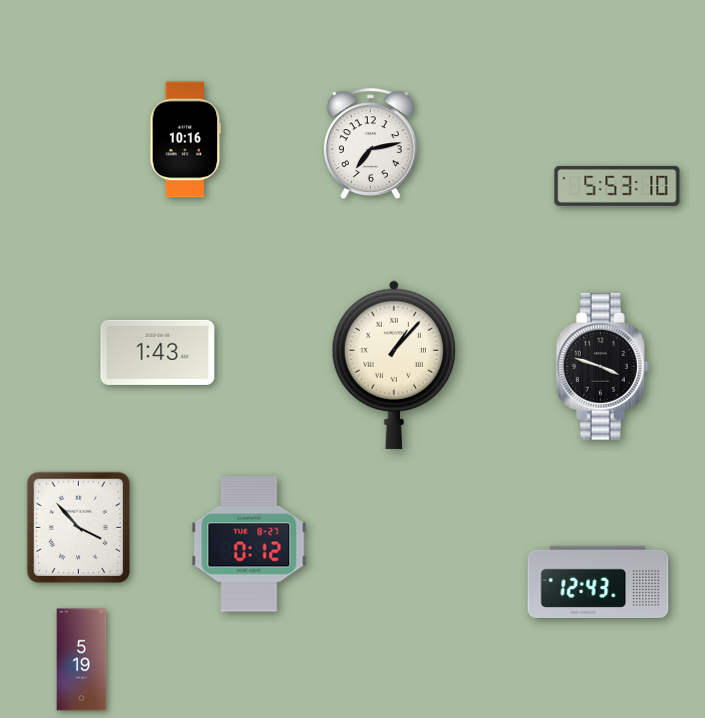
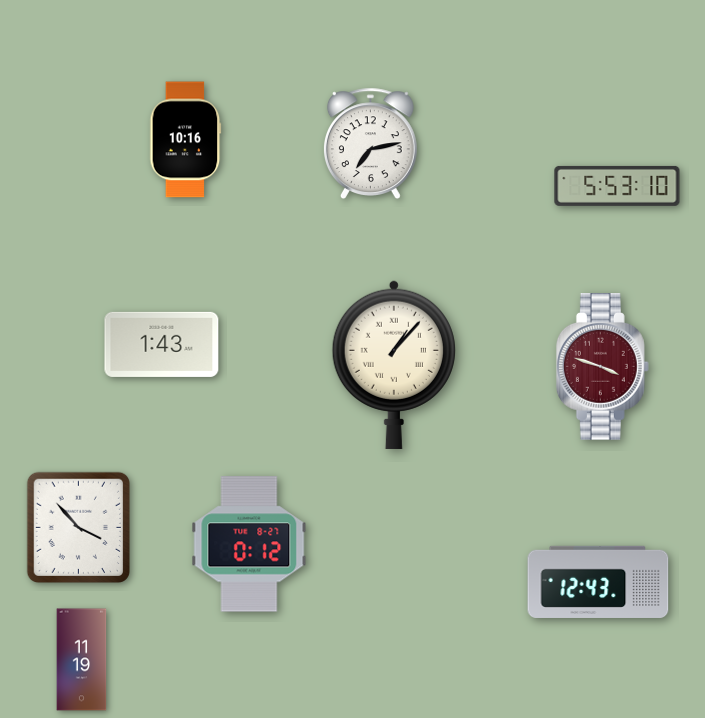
clock at (158, 352) position: (158, 352) -> (162, 344)
clock at (602, 367) dial: black -> burgundy
clock at (82, 660): 5:19 -> 11:19
